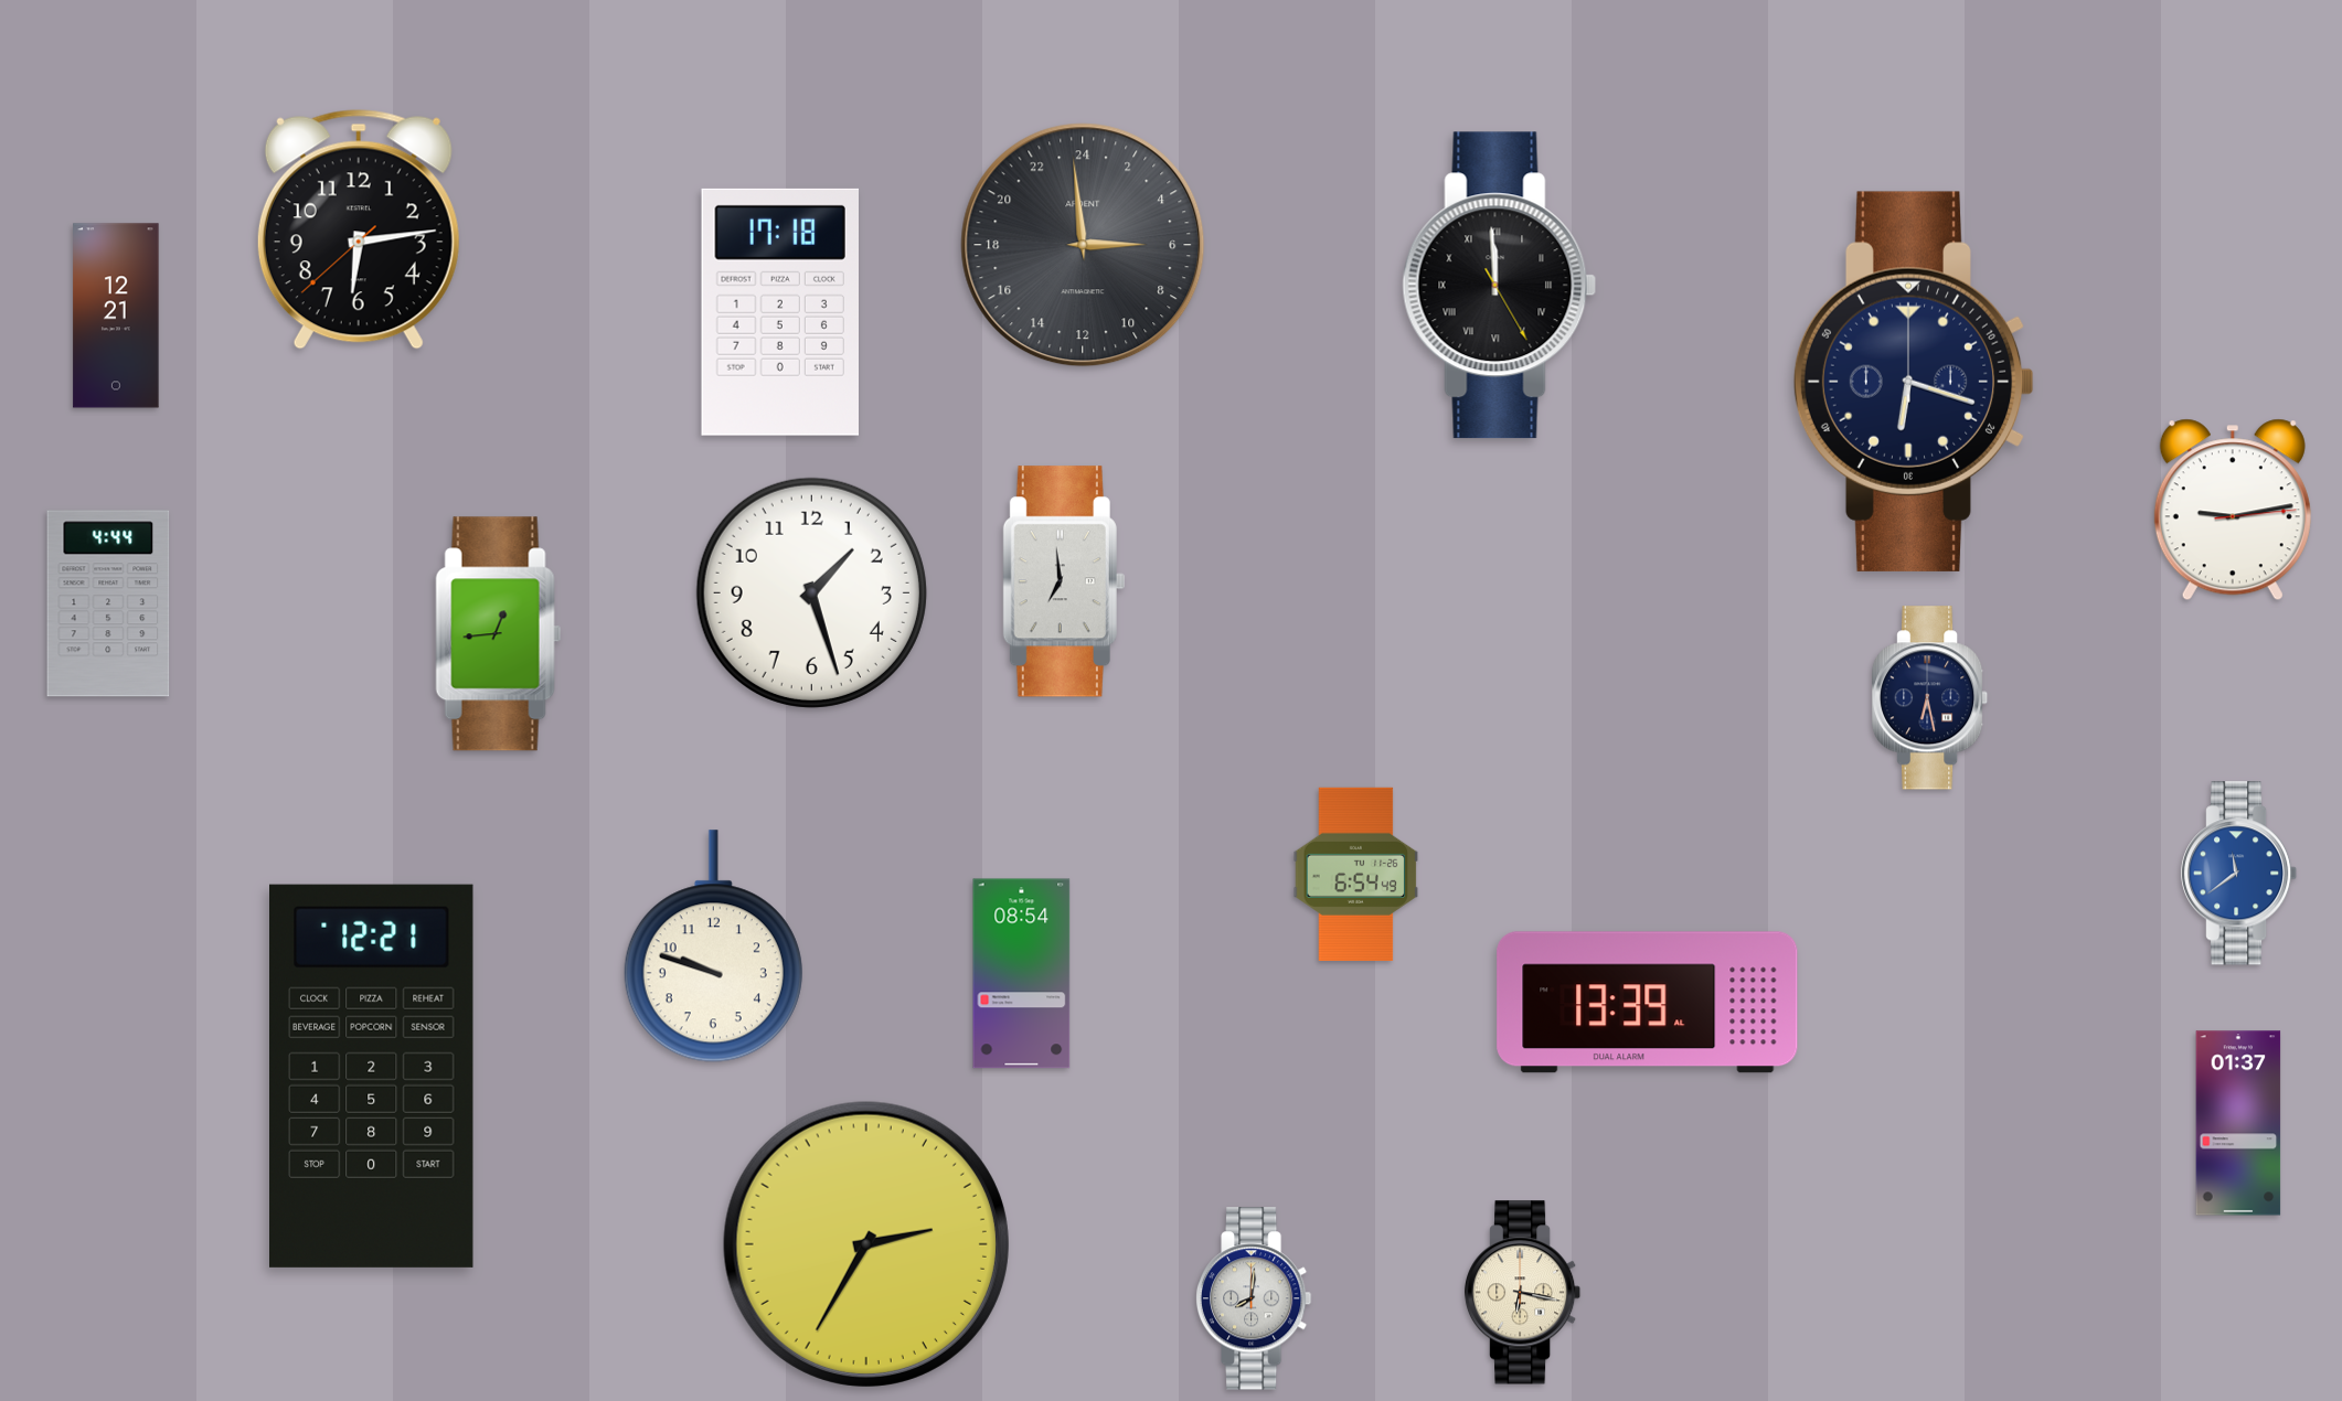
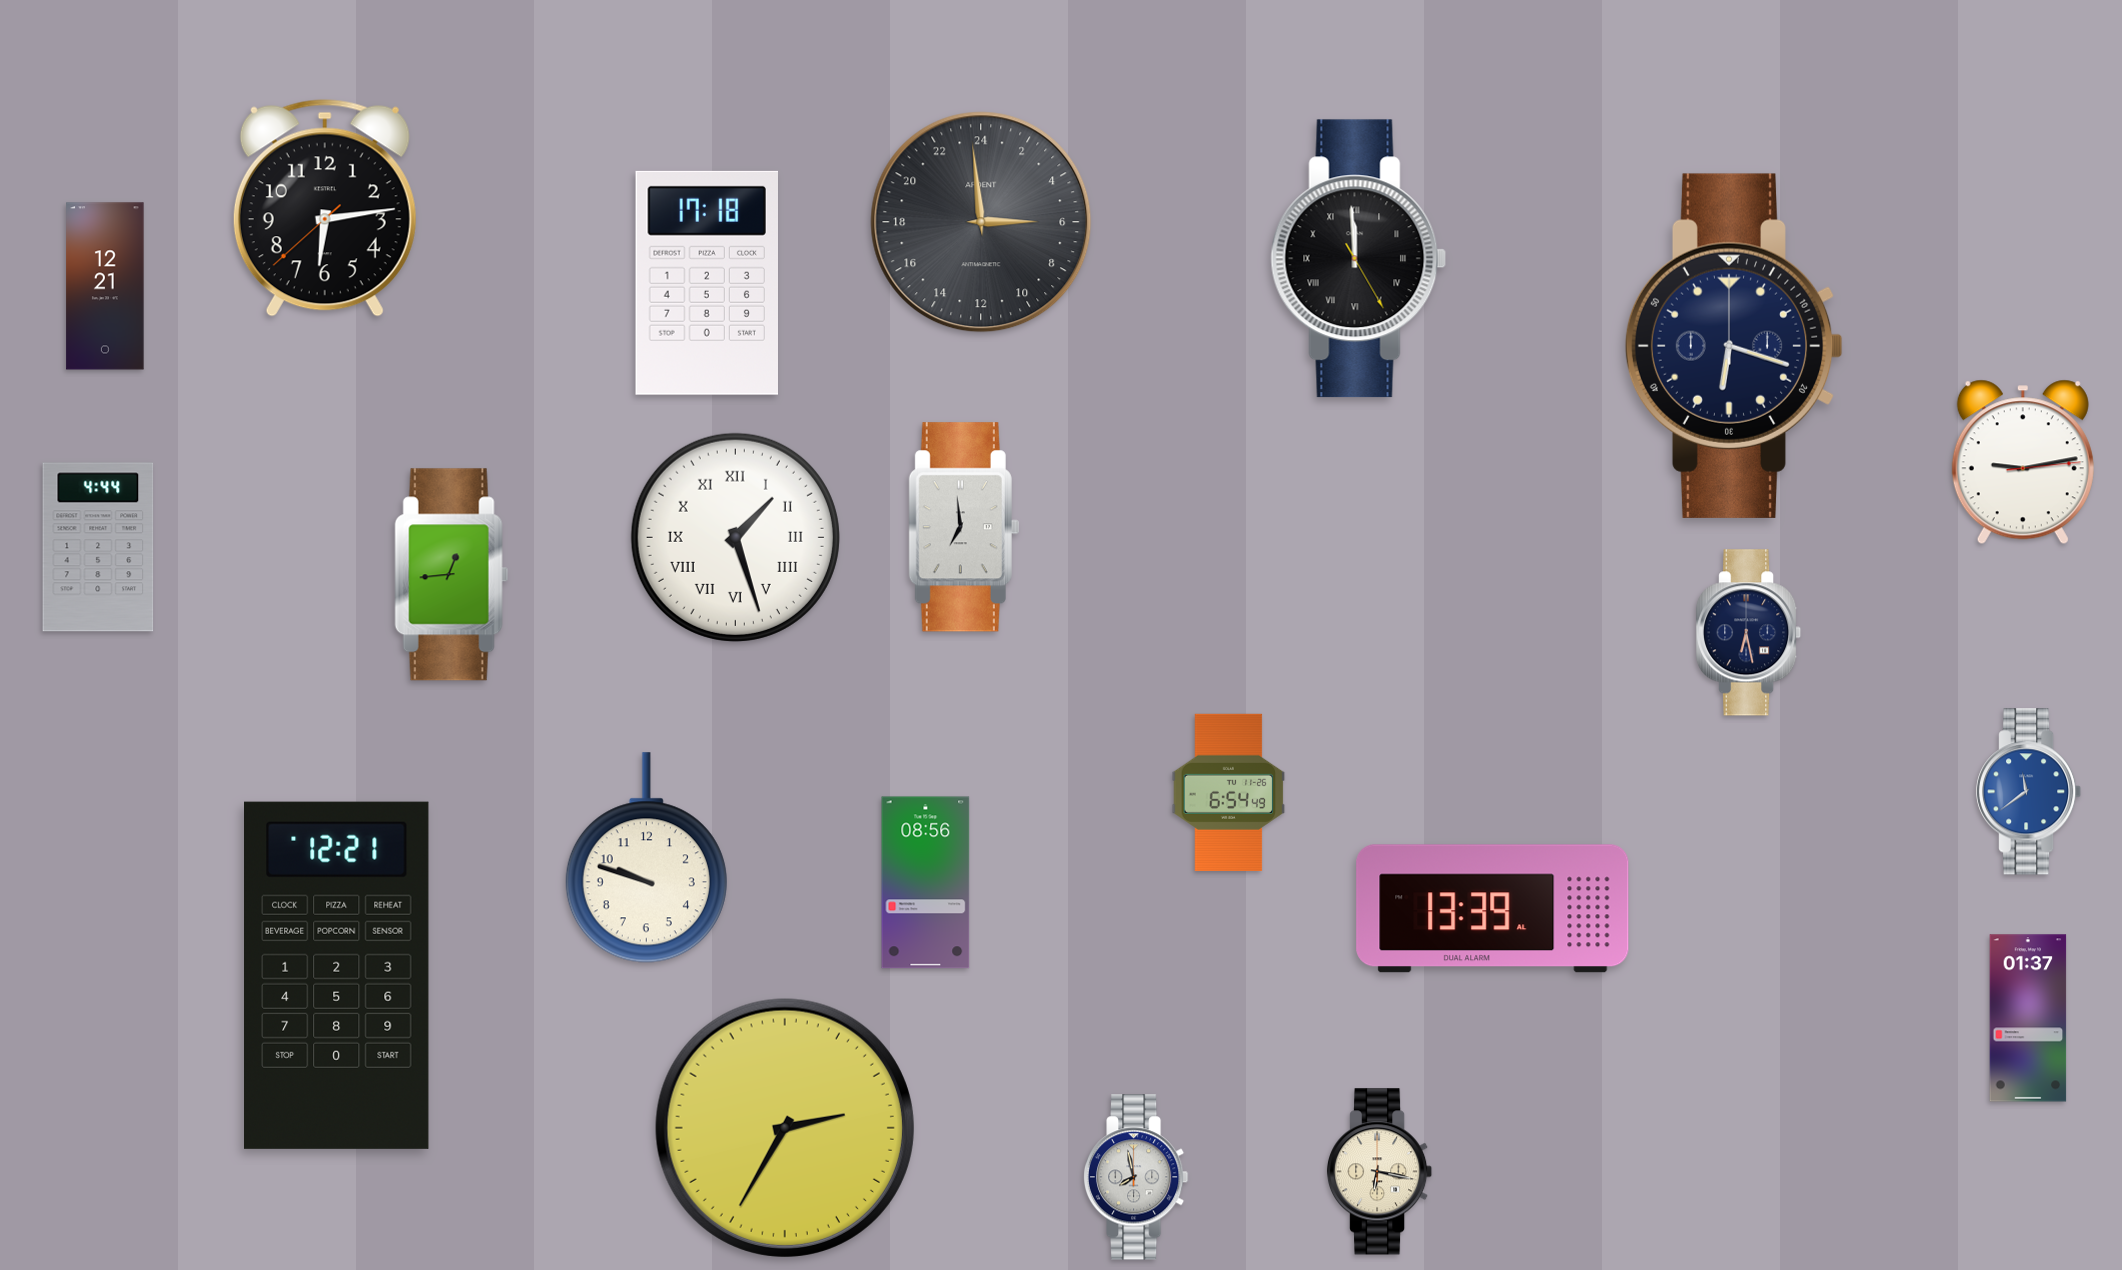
clock at (811, 592) numerals: Arabic -> Roman
clock at (1022, 974): 08:54 -> 08:56
clock at (1254, 1298): 8:01 -> 7:58
